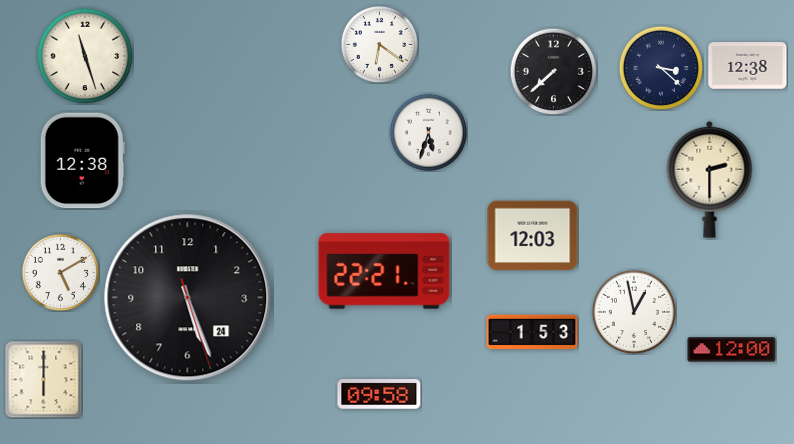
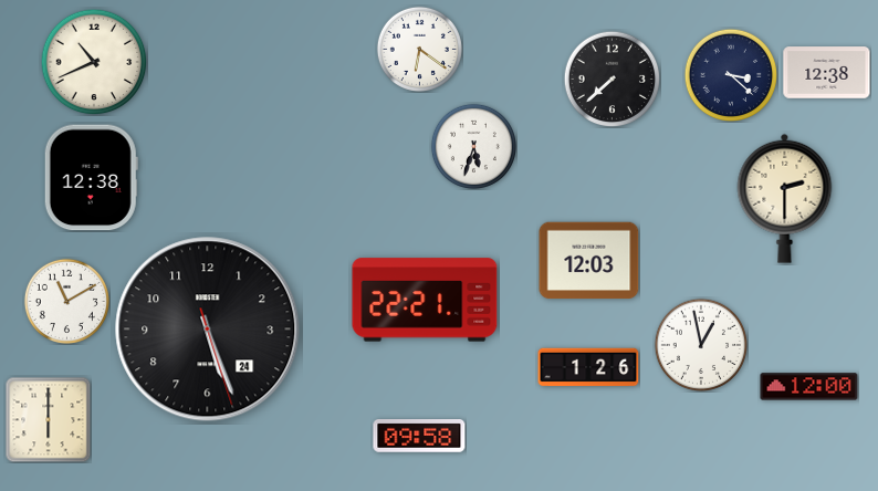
clock at (85, 56): 11:27 -> 10:41
clock at (60, 272): 5:10 -> 11:10
clock at (532, 332): 1:53 -> 1:26
